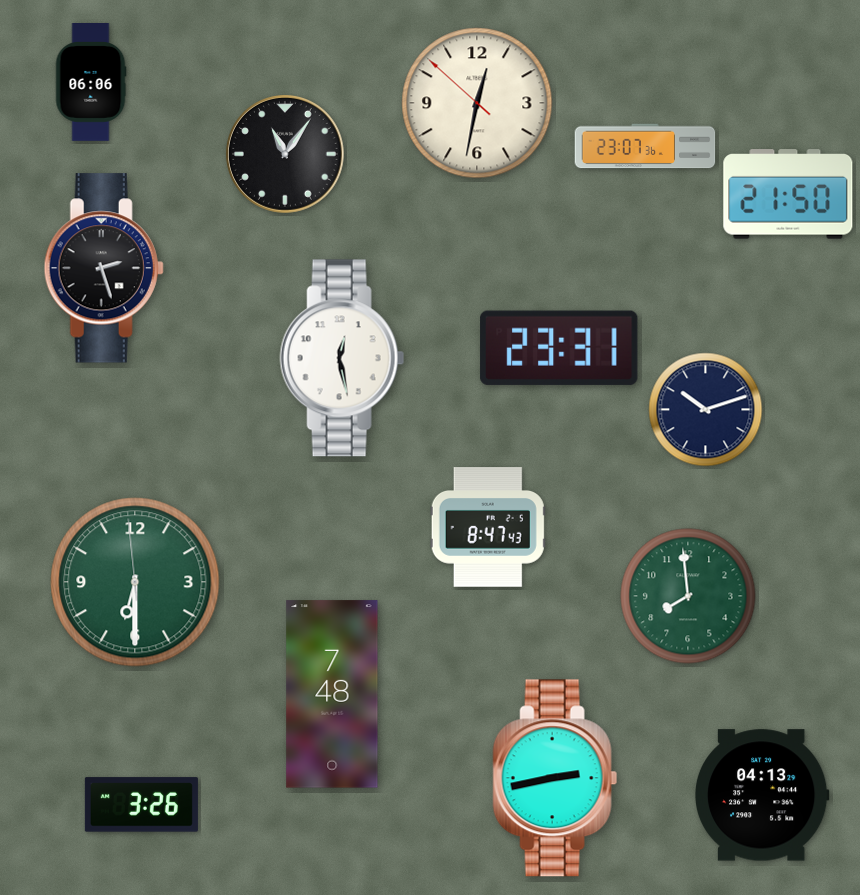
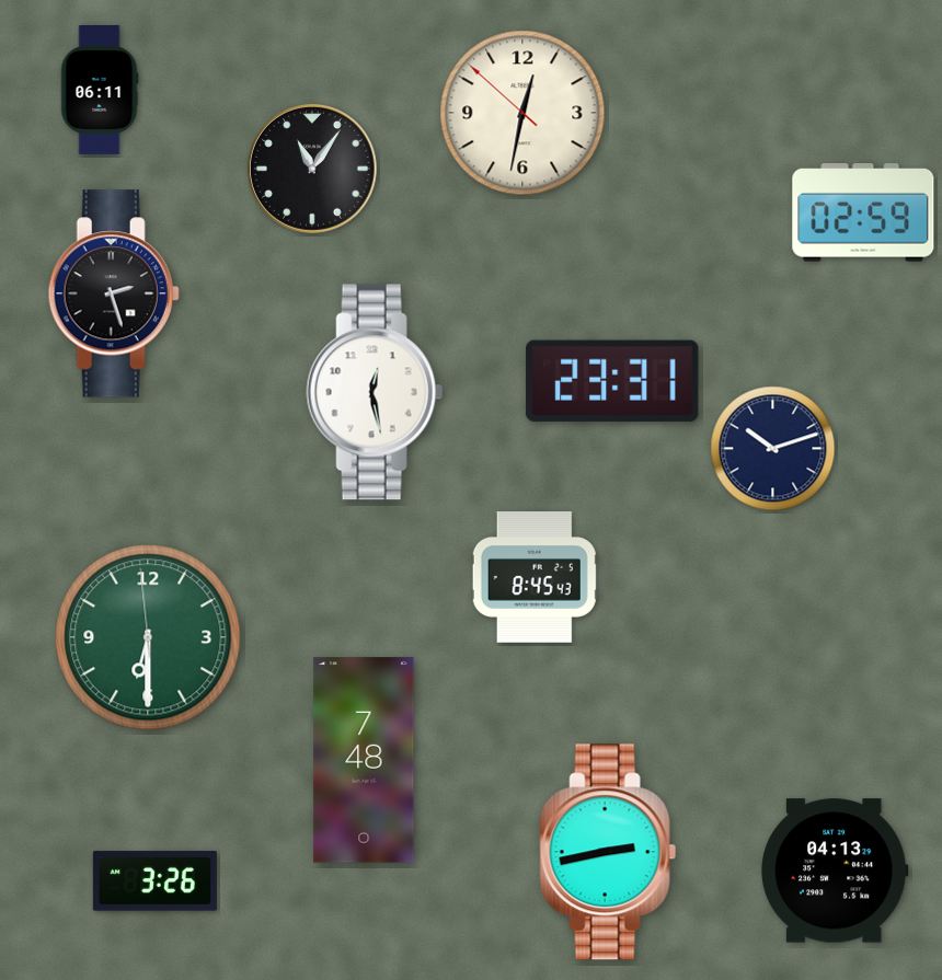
clock at (91, 83): 06:06 -> 06:11
clock at (645, 146): 23:07 -> none
clock at (788, 194): 21:50 -> 02:59
clock at (488, 527): 8:47 -> 8:45
clock at (688, 596): 7:59 -> none
